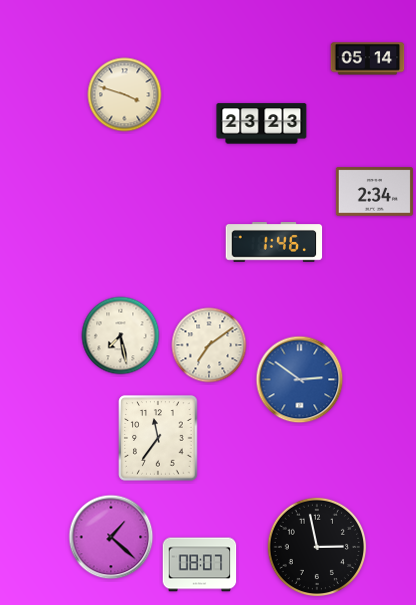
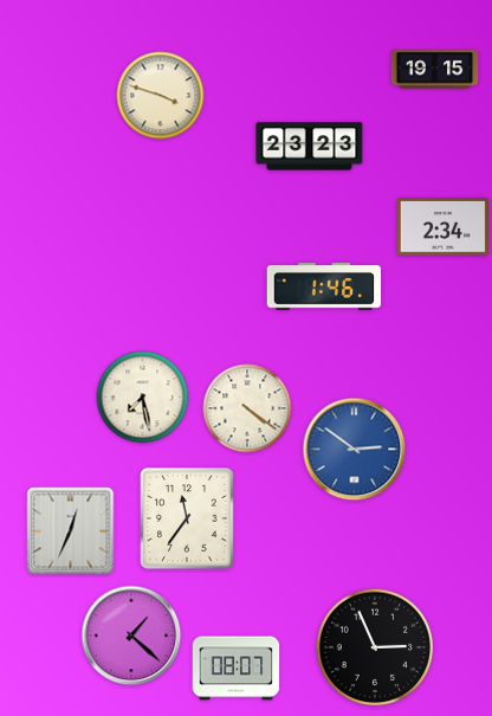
clock at (368, 59): 05:14 -> 19:15
clock at (125, 95) position: (125, 95) -> (161, 96)
clock at (209, 345): 7:09 -> 4:21
clock at (71, 531): none -> 12:34
clock at (317, 547): 2:58 -> 2:56
